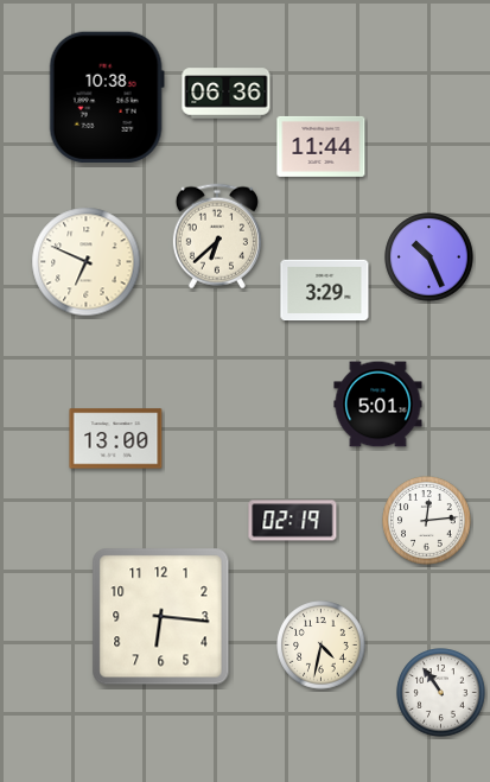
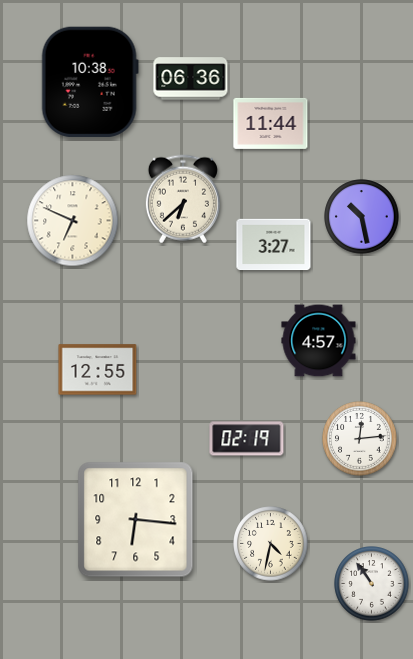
clock at (429, 258): 10:26 -> 10:28
clock at (325, 291): 3:29 -> 3:27
clock at (378, 405): 5:01 -> 4:57
clock at (116, 439): 13:00 -> 12:55
